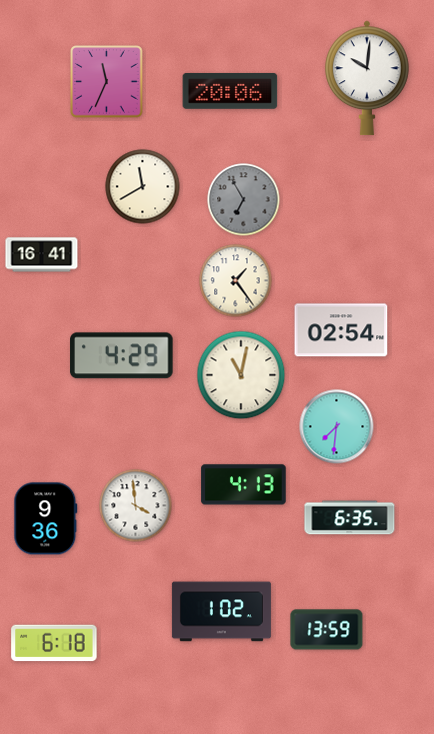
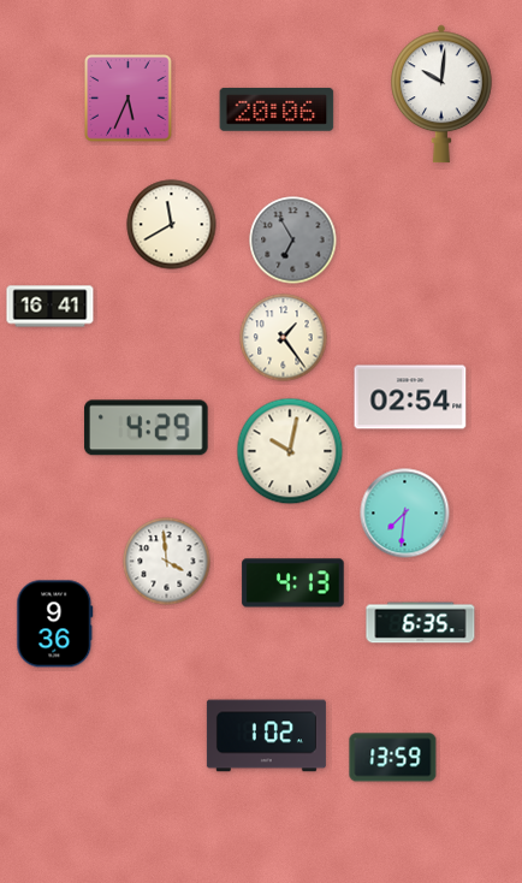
clock at (107, 82): 11:34 -> 5:34
clock at (241, 375): 11:02 -> 10:02
clock at (136, 506) position: (136, 506) -> (167, 562)
clock at (54, 643): 6:18 -> none
